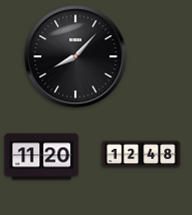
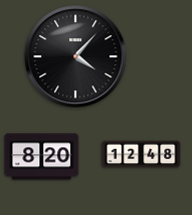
clock at (76, 57): 8:07 -> 4:07
clock at (42, 157): 11:20 -> 8:20
